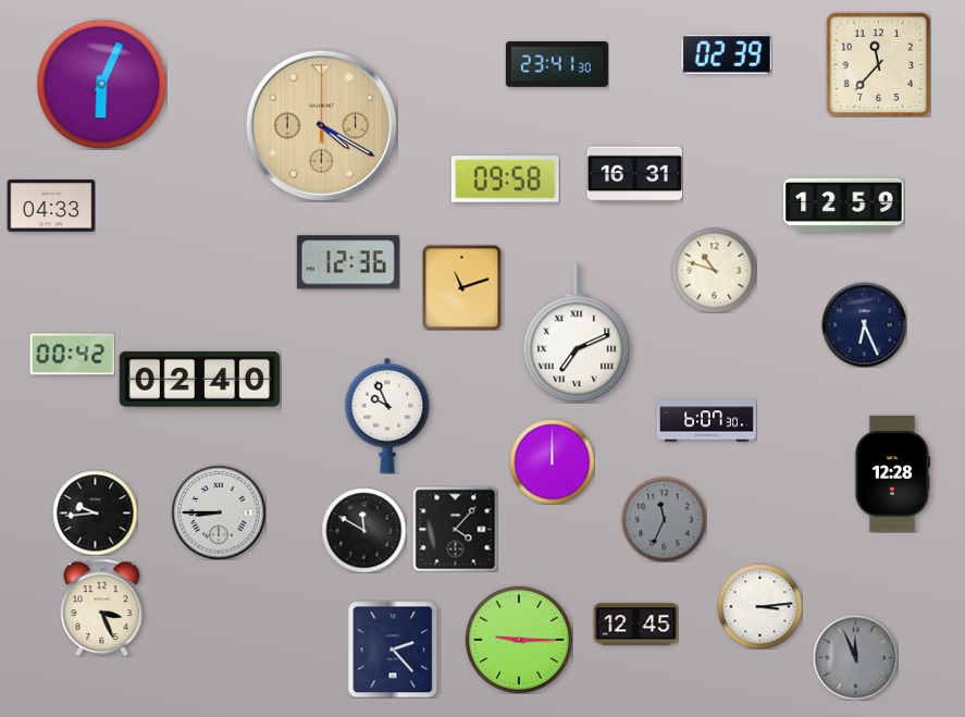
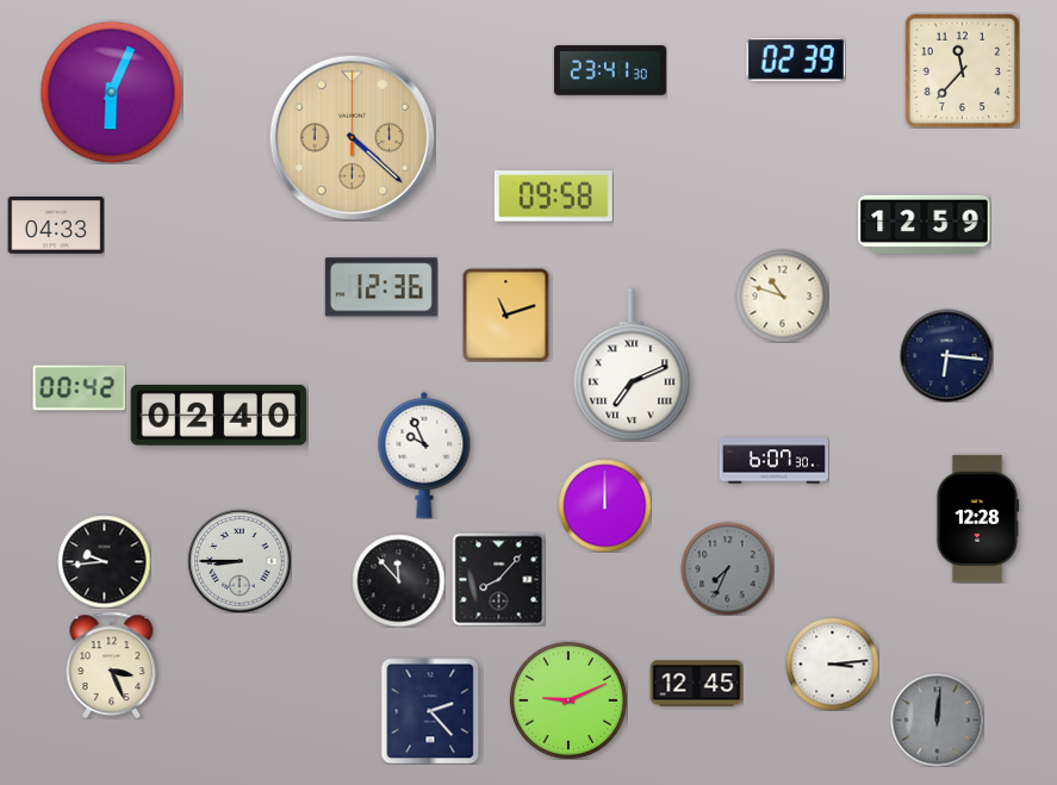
clock at (321, 125): 4:20 -> 4:22
clock at (634, 175): 16:31 -> none
clock at (864, 324): 6:26 -> 6:16
clock at (664, 519): 11:34 -> 7:34
clock at (455, 529): 4:07 -> 8:07
clock at (363, 530): 11:50 -> 11:53
clock at (519, 640): 9:15 -> 9:11
clock at (855, 657): 11:56 -> 12:01
